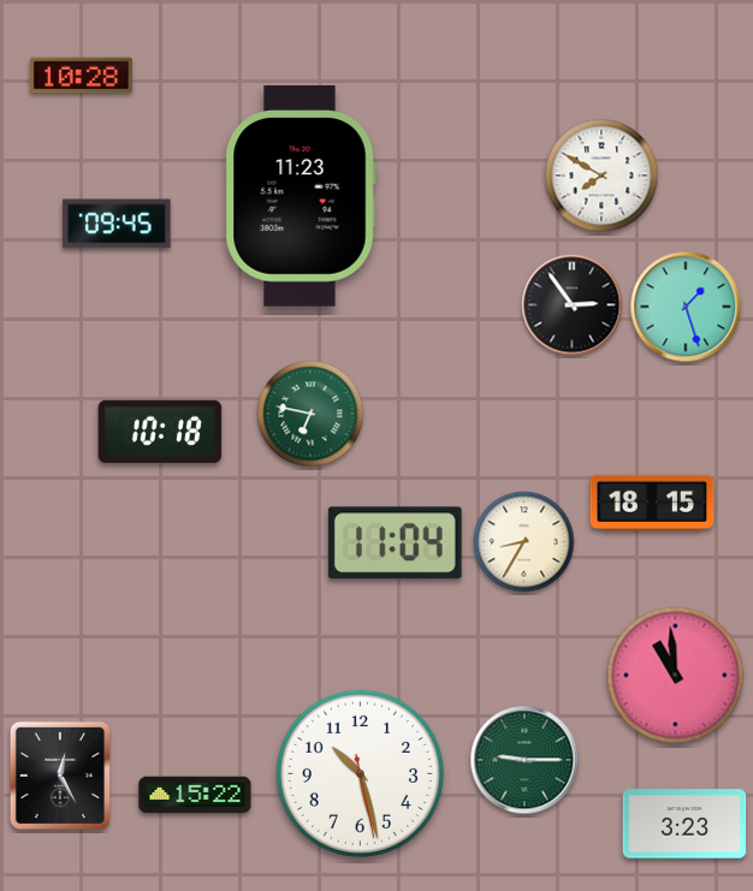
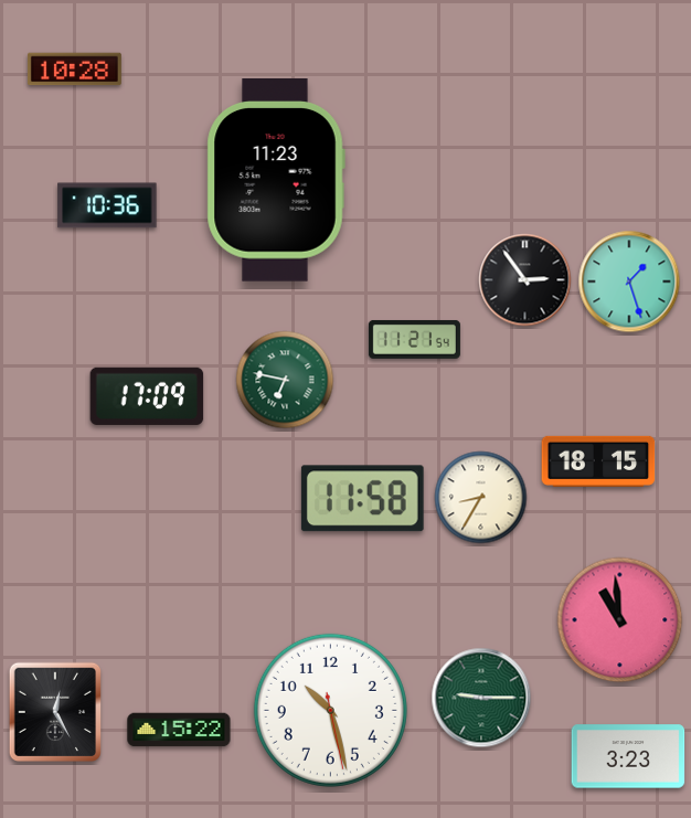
clock at (601, 176): 7:50 -> none
clock at (117, 224): 09:45 -> 10:36
clock at (414, 339): none -> 11:21
clock at (160, 432): 10:18 -> 17:09
clock at (395, 543): 11:04 -> 11:58
